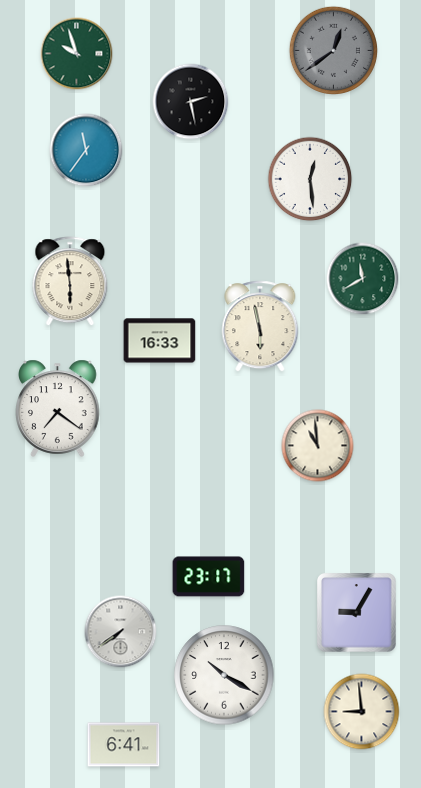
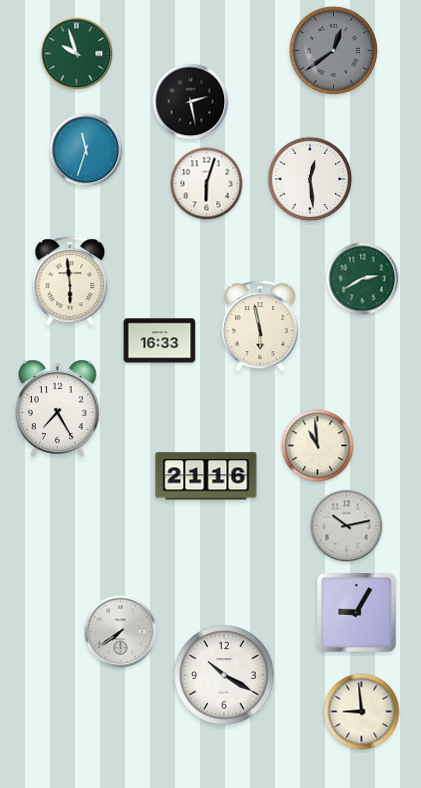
clock at (86, 150): 11:36 -> 11:33
clock at (207, 184): none -> 6:03
clock at (363, 279): 11:40 -> 2:40
clock at (58, 408): 7:21 -> 7:25
clock at (206, 476): none -> 21:16
clock at (347, 526): none -> 10:13
clock at (209, 577): 23:17 -> none
clock at (124, 745): 6:41 -> none
